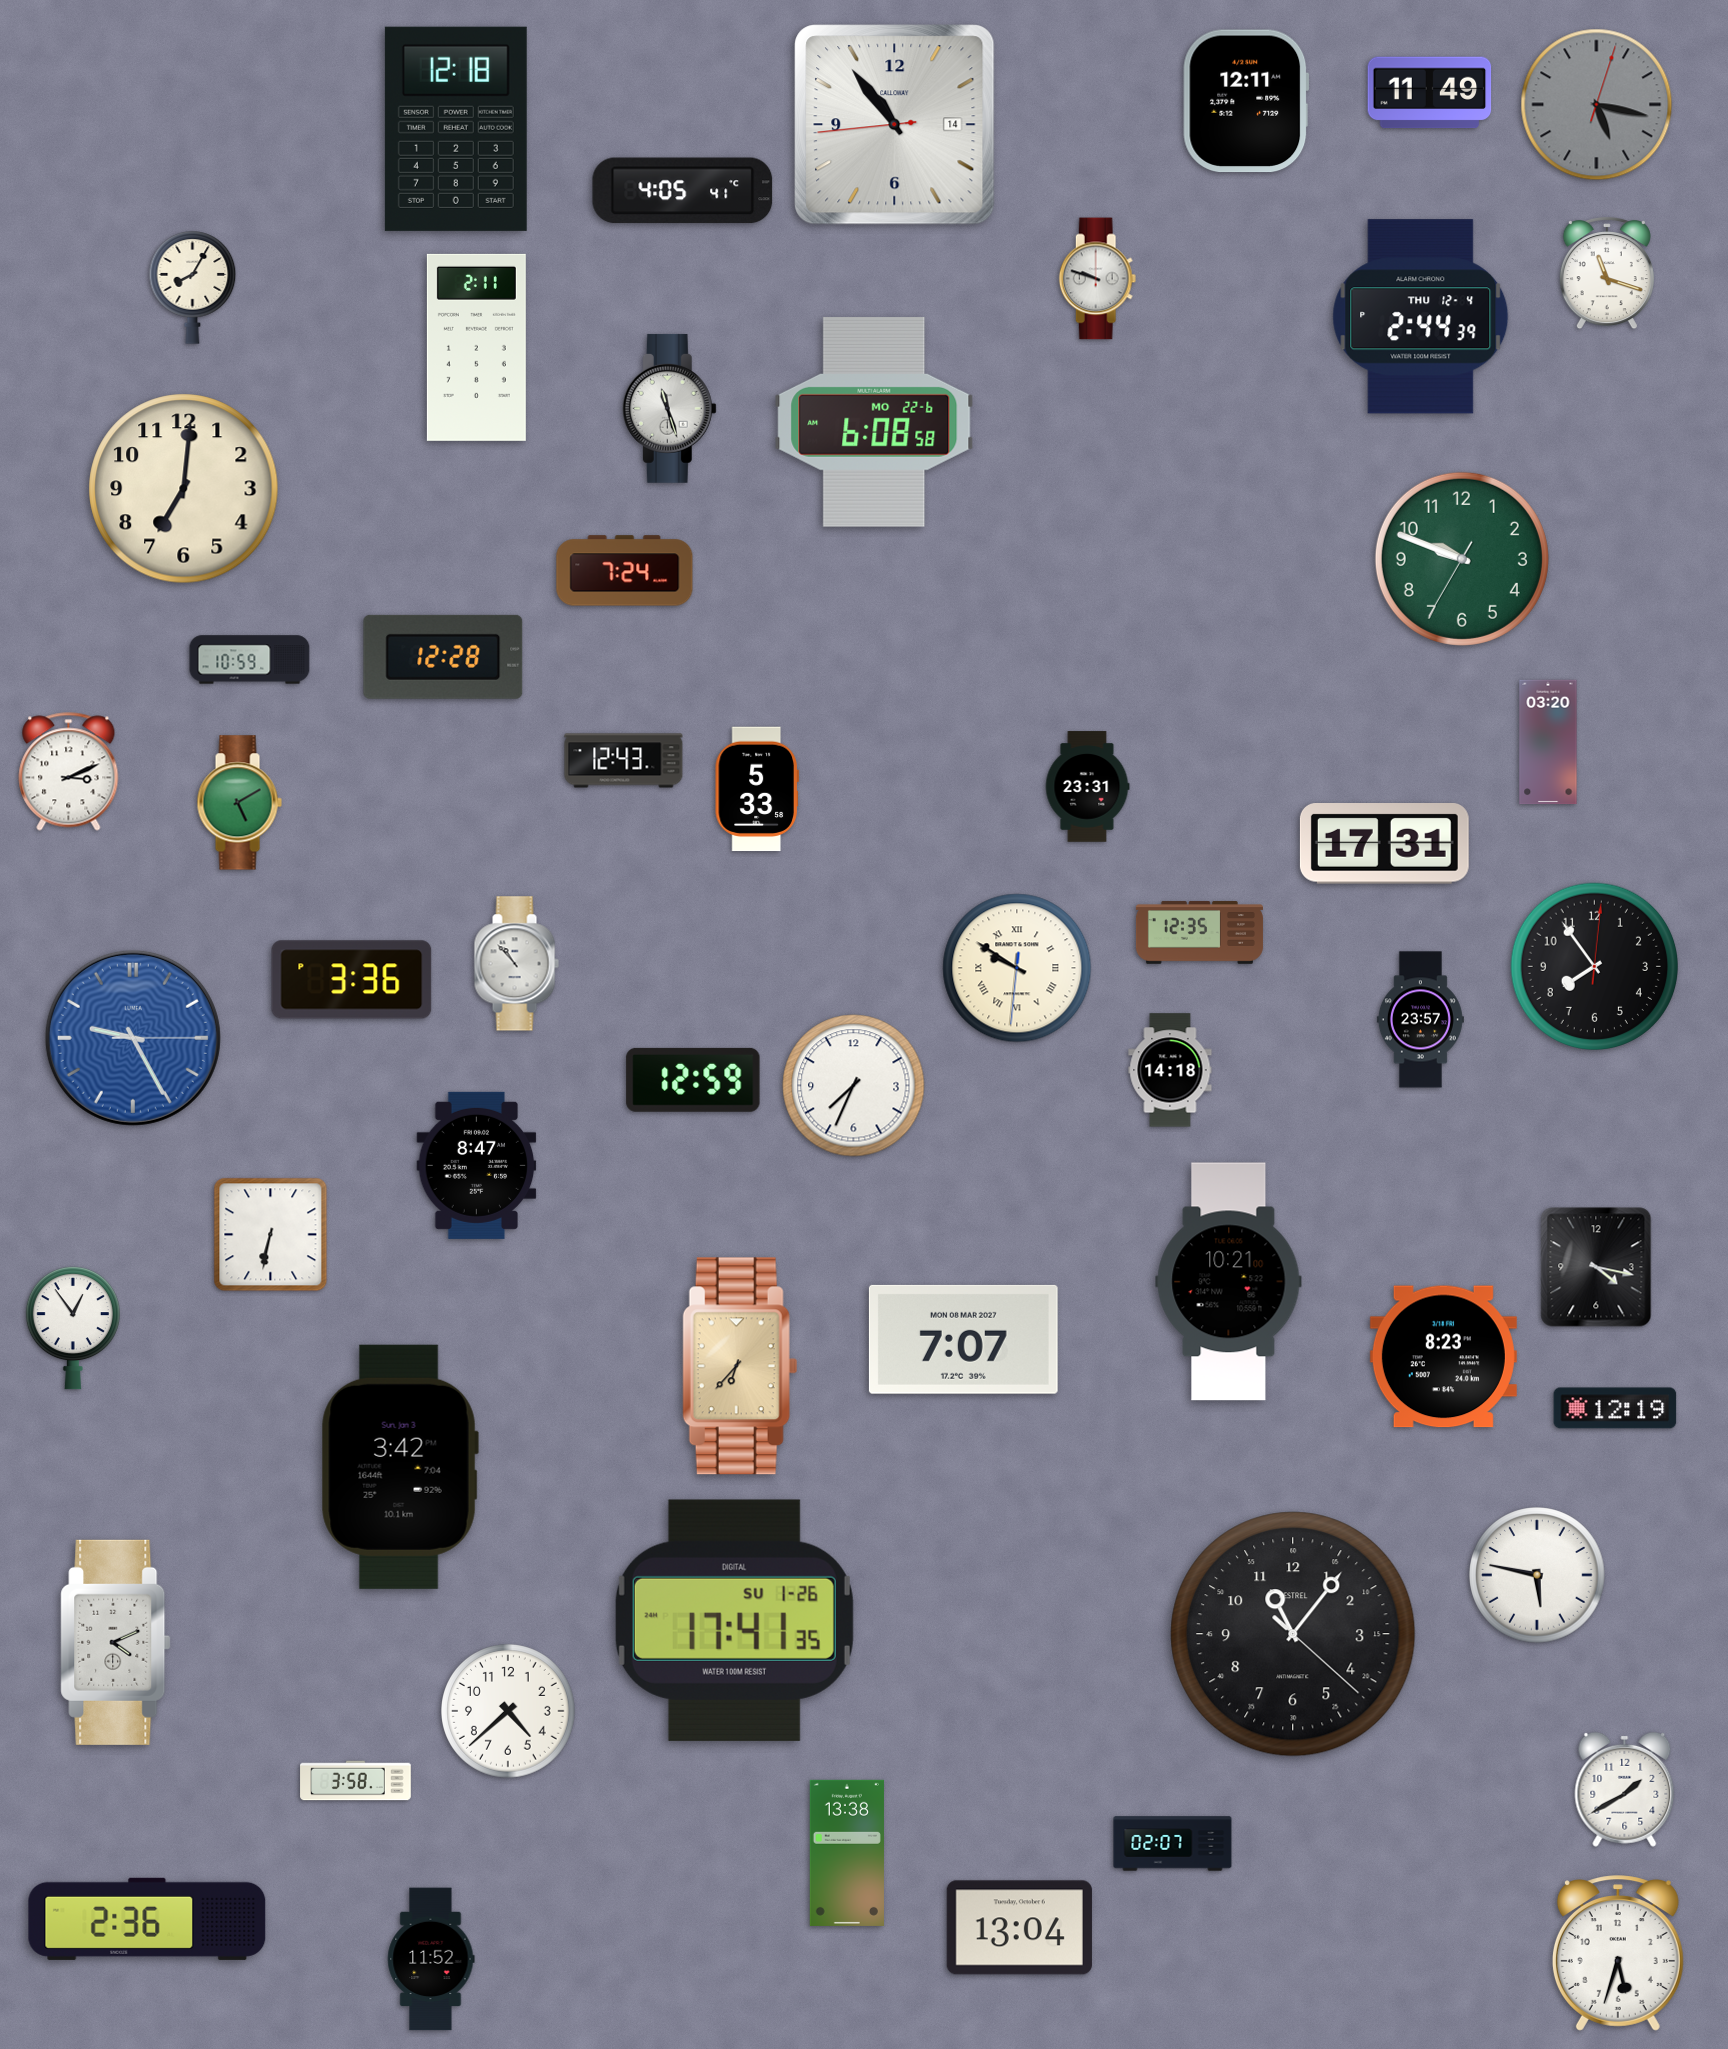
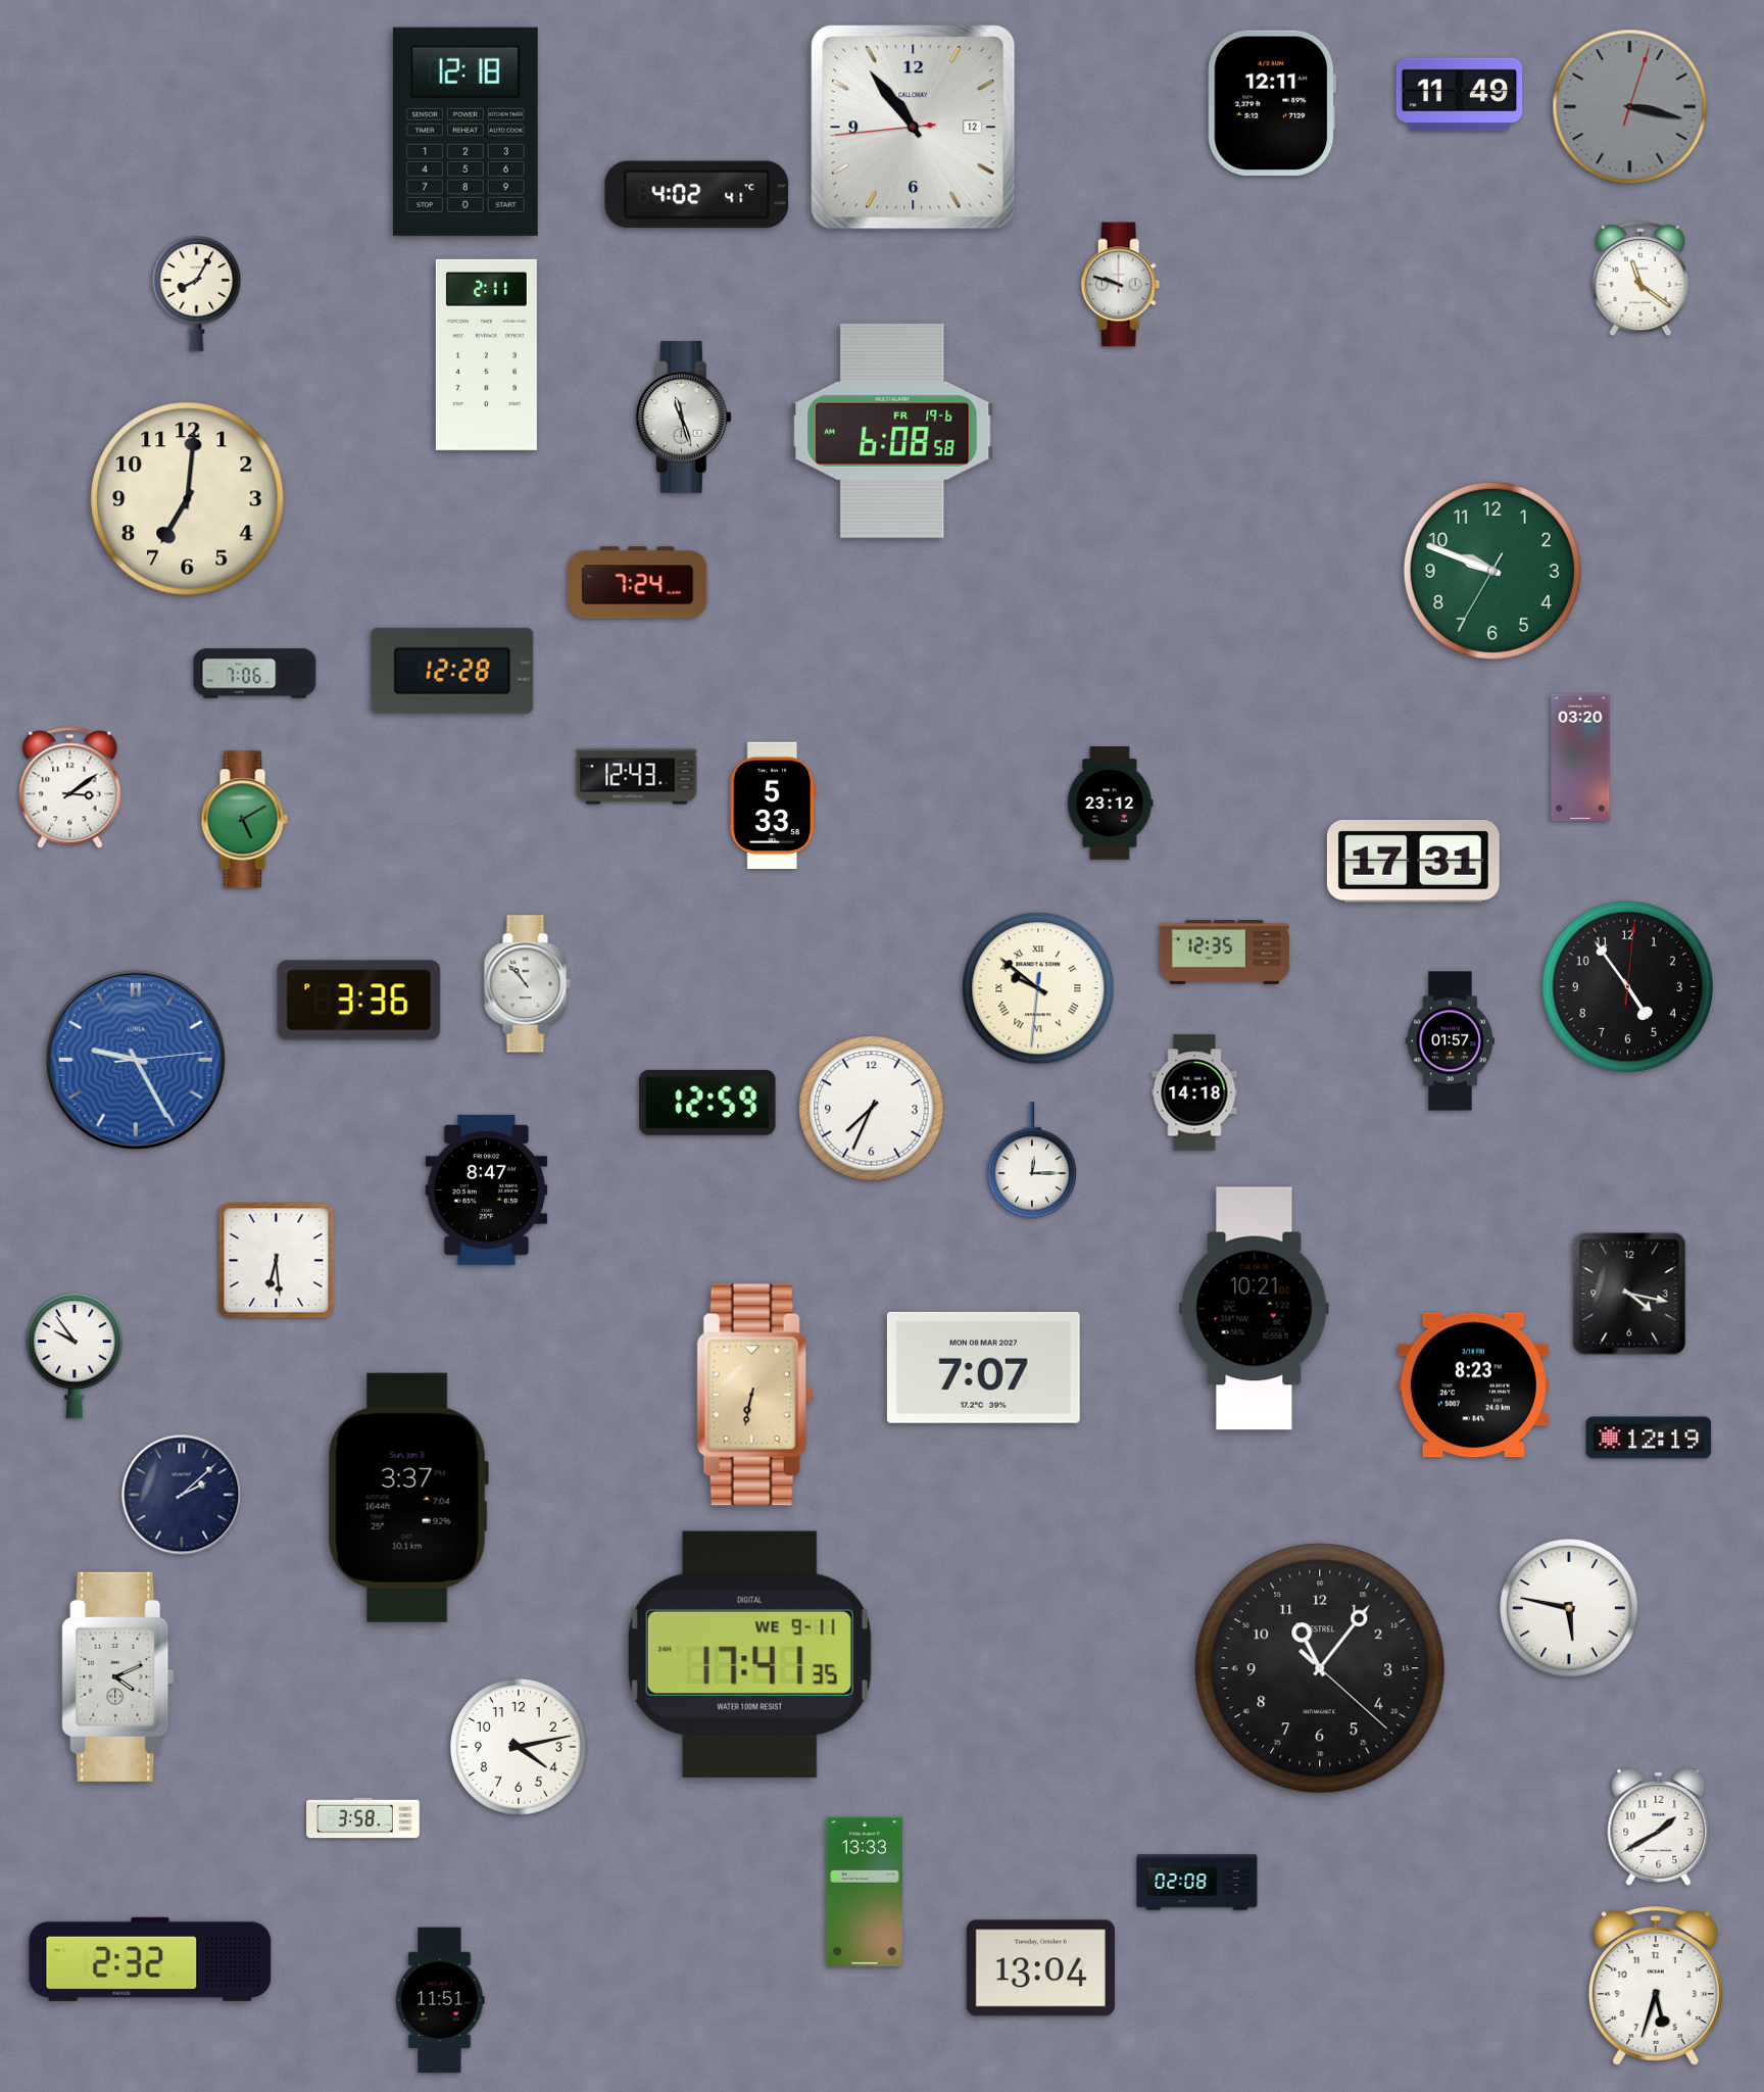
clock at (1597, 105): 5:17 -> 3:17
clock at (895, 125) date: 14 -> 12
clock at (683, 191): 4:05 -> 4:02
clock at (1607, 274): 11:18 -> 11:21
clock at (1421, 317): 2:44 -> none
clock at (874, 422) date: MO 22-6 -> FR 19-6
clock at (250, 660): 10:59 -> 7:06
clock at (69, 772): 3:11 -> 3:09
clock at (1087, 787): 23:31 -> 23:12
clock at (1594, 966): 7:54 -> 4:54
clock at (1017, 968): 9:50 -> 9:51
clock at (1420, 1020): 23:57 -> 01:57
clock at (133, 1038): 9:25:15 -> 9:25:14
clock at (1032, 1160): none -> 12:15
clock at (271, 1235): 6:32 -> 6:29
clock at (73, 1329): 12:54 -> 9:54
clock at (740, 1366): 6:37 -> 6:32
clock at (182, 1495): none -> 2:08
clock at (400, 1467): 3:42 -> 3:37
clock at (734, 1620) date: SU 1-26 -> WE 9-11
clock at (509, 1712): 4:38 -> 4:13
clock at (1173, 1844): 02:07 -> 02:08
clock at (847, 1853): 13:38 -> 13:33
clock at (147, 1919): 2:36 -> 2:32
clock at (1618, 1953) position: (1618, 1953) -> (1656, 1986)
clock at (431, 1959): 11:52 -> 11:51
